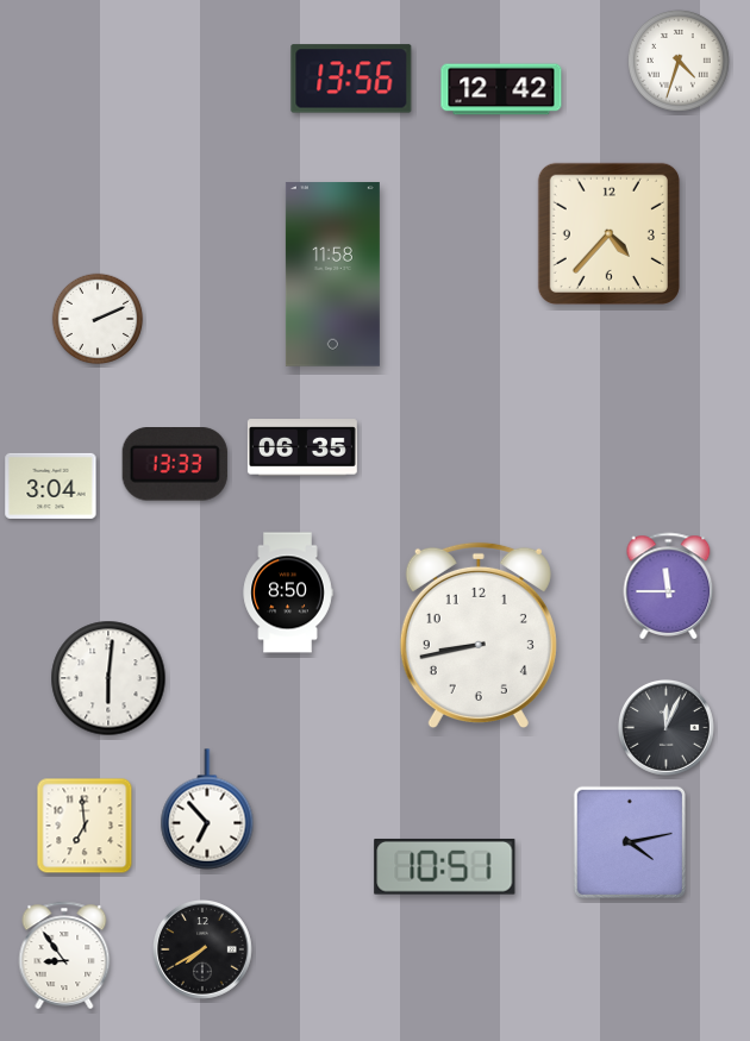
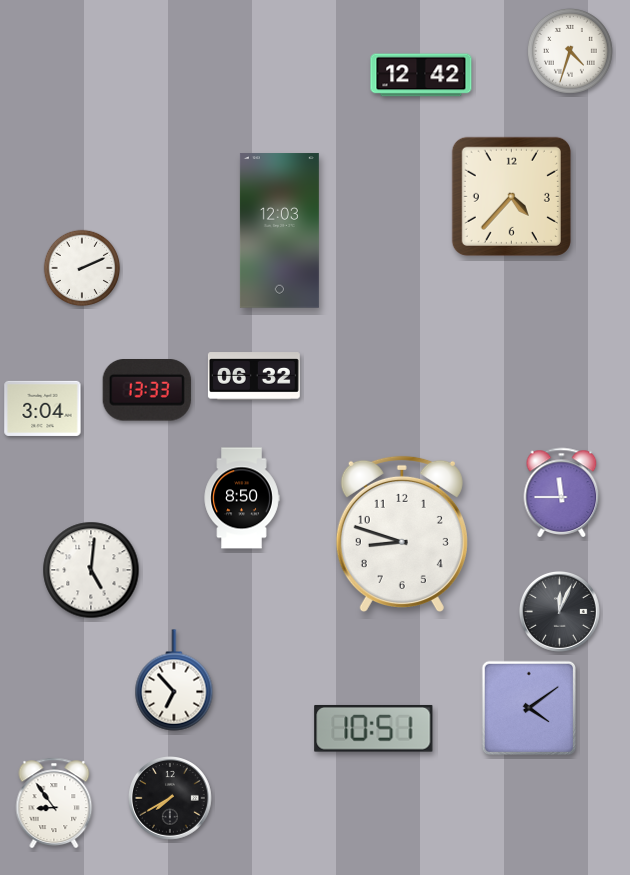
clock at (351, 79): 13:56 -> none
clock at (332, 275): 11:58 -> 12:03
clock at (302, 447): 06:35 -> 06:32
clock at (479, 634): 8:43 -> 8:48
clock at (108, 678): 6:01 -> 5:01
clock at (85, 826): 6:59 -> none
clock at (629, 841): 4:13 -> 4:09
